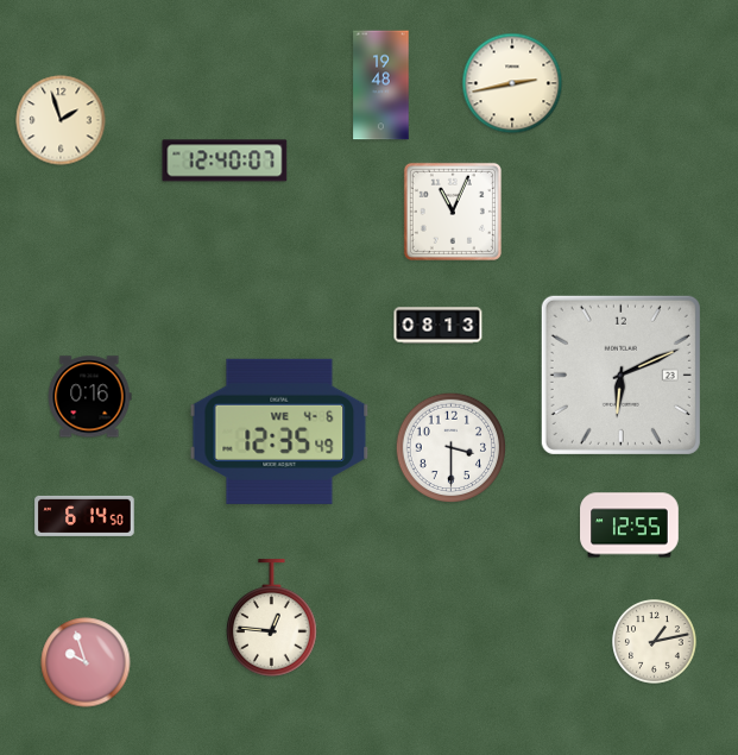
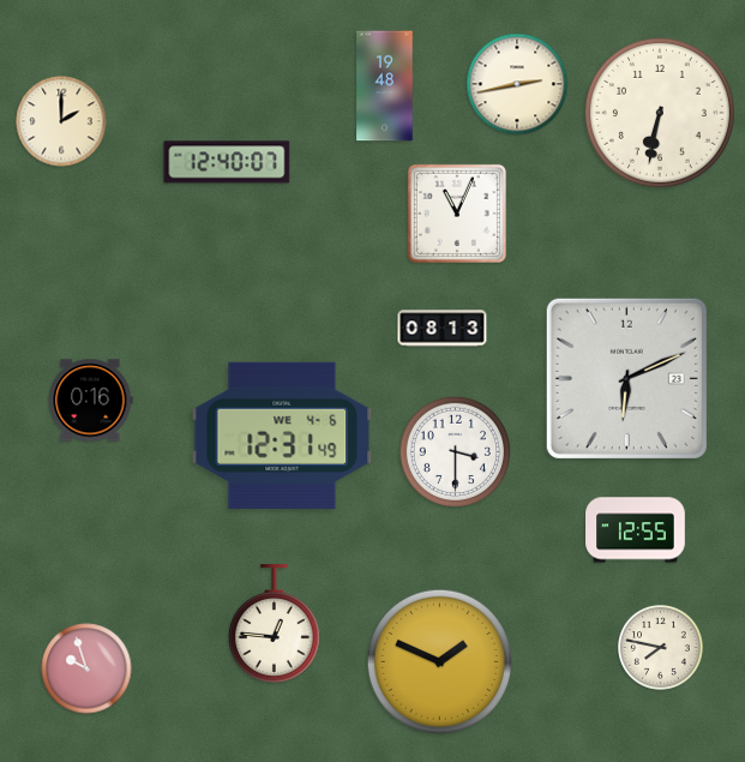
clock at (660, 113): none -> 6:32
clock at (61, 120): 1:57 -> 2:00
clock at (279, 432): 12:35 -> 12:31
clock at (84, 516): 6:14 -> none
clock at (655, 642): 1:13 -> 7:47
clock at (439, 661): none -> 1:49
